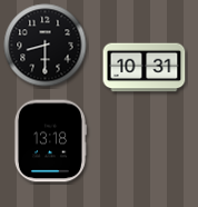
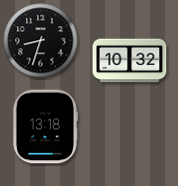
clock at (46, 46): 8:30 -> 8:33
clock at (145, 68): 10:31 -> 10:32
